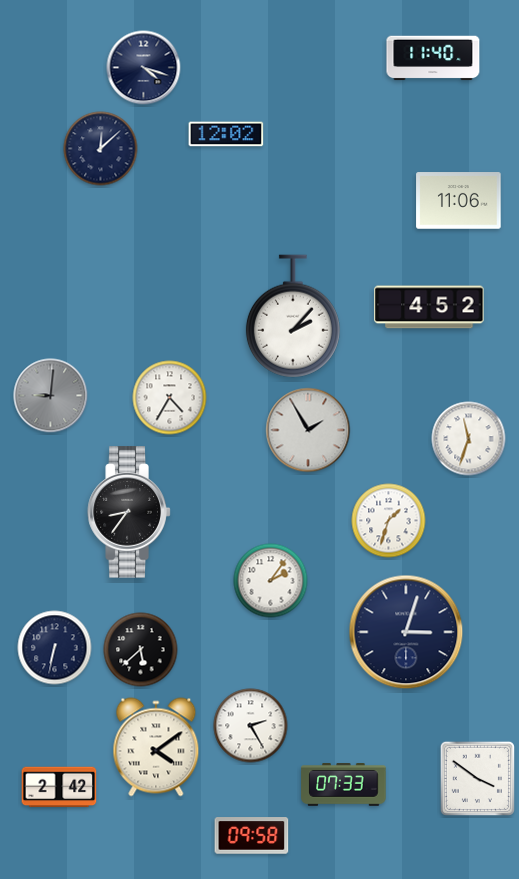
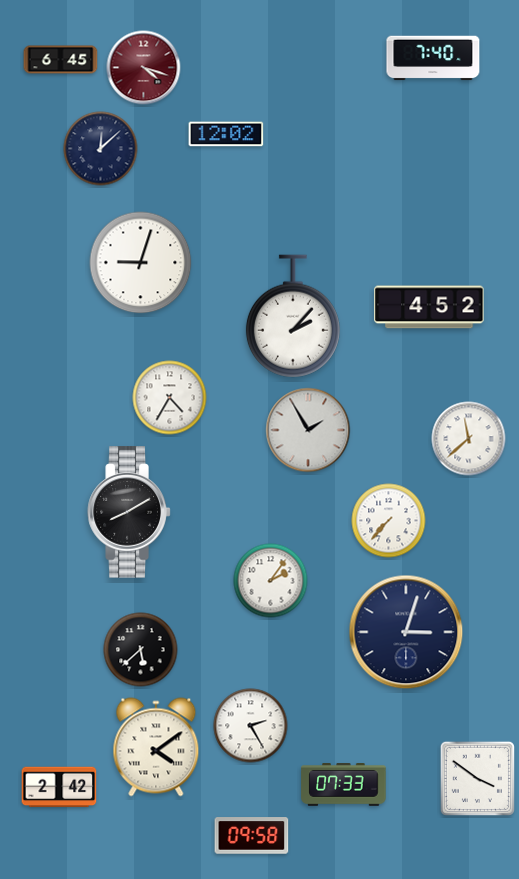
clock at (433, 58): 11:40 -> 7:40
clock at (61, 60): none -> 6:45
clock at (144, 68) dial: navy -> burgundy
clock at (459, 201): 11:06 -> none
clock at (141, 263): none -> 9:03
clock at (51, 396): 9:01 -> none
clock at (469, 439): 11:33 -> 11:38
clock at (129, 512): 8:36 -> 8:10
clock at (389, 521): 1:33 -> 7:37
clock at (55, 648): 6:32 -> none
